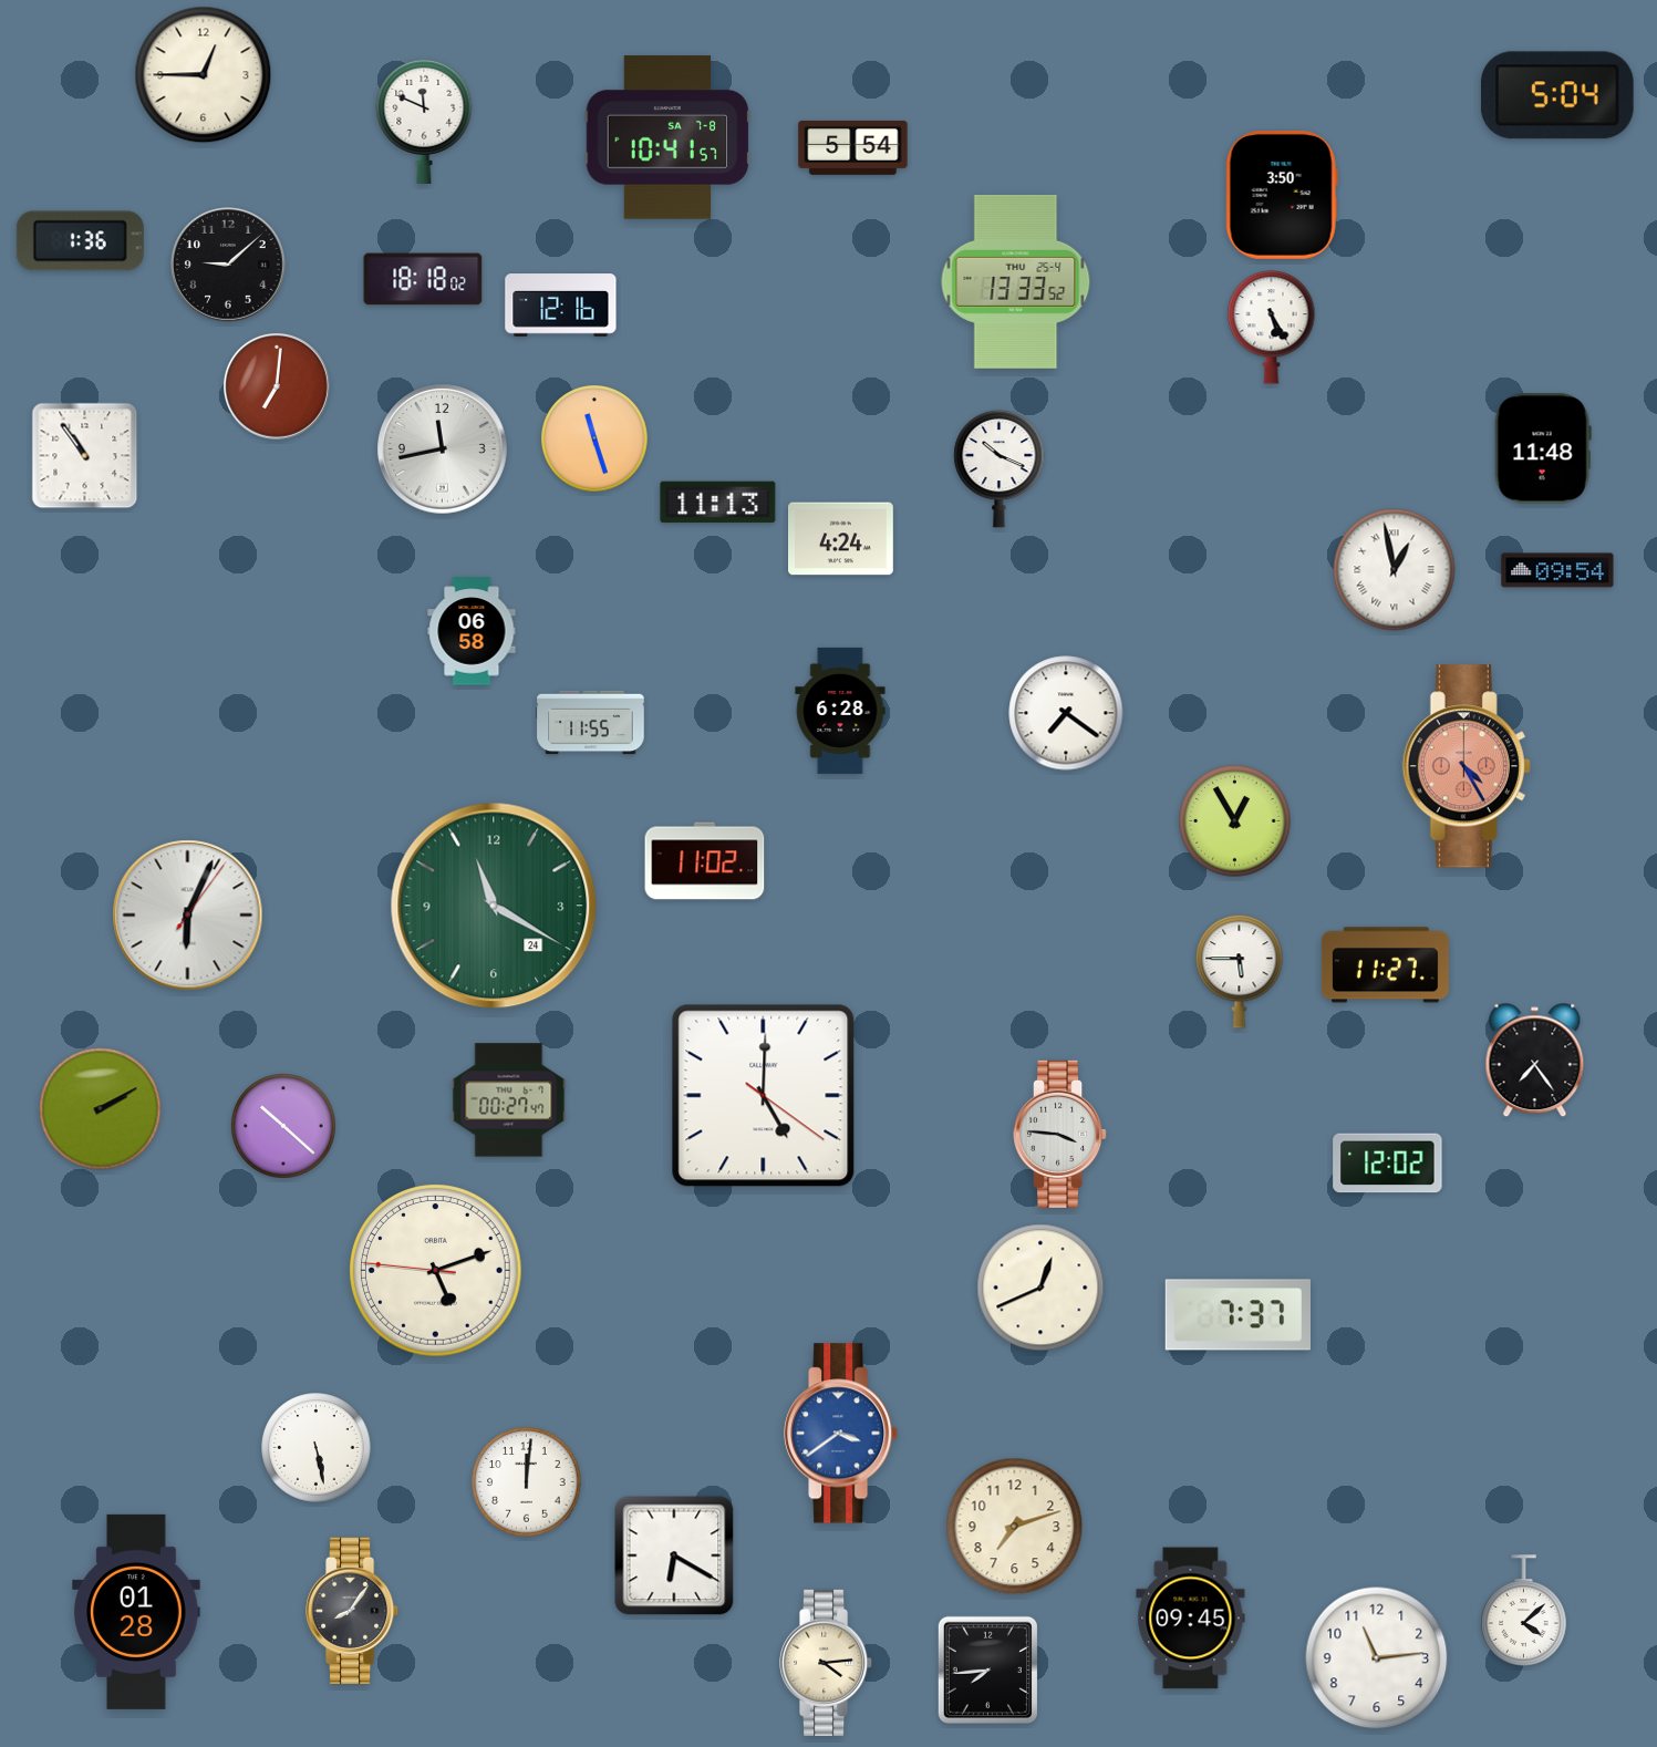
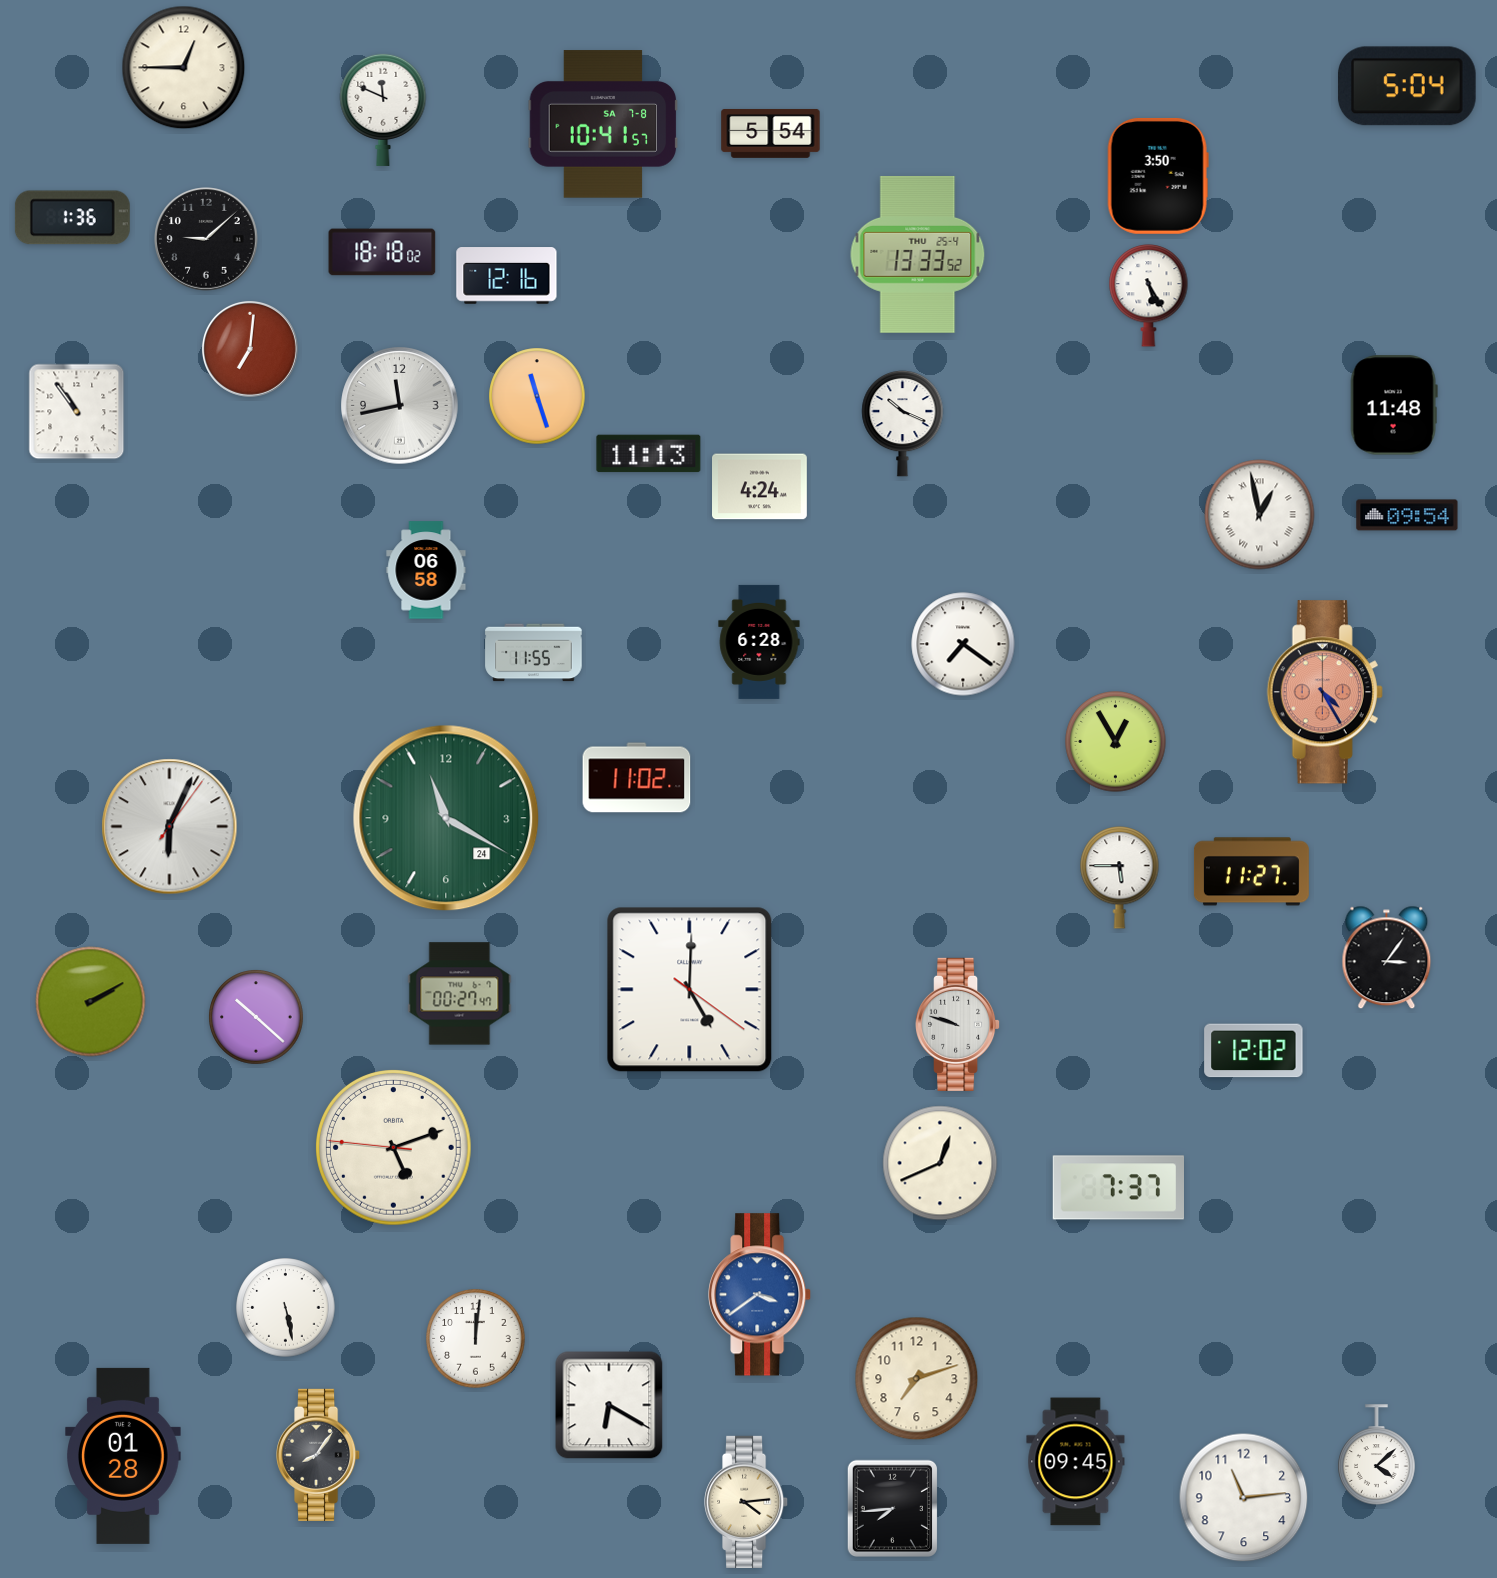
clock at (1535, 1061): 7:24 -> 3:06
clock at (1060, 1134): 3:46 -> 9:48
